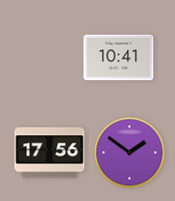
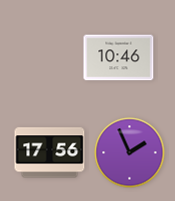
clock at (119, 58): 10:41 -> 10:46
clock at (130, 153): 1:51 -> 1:56
